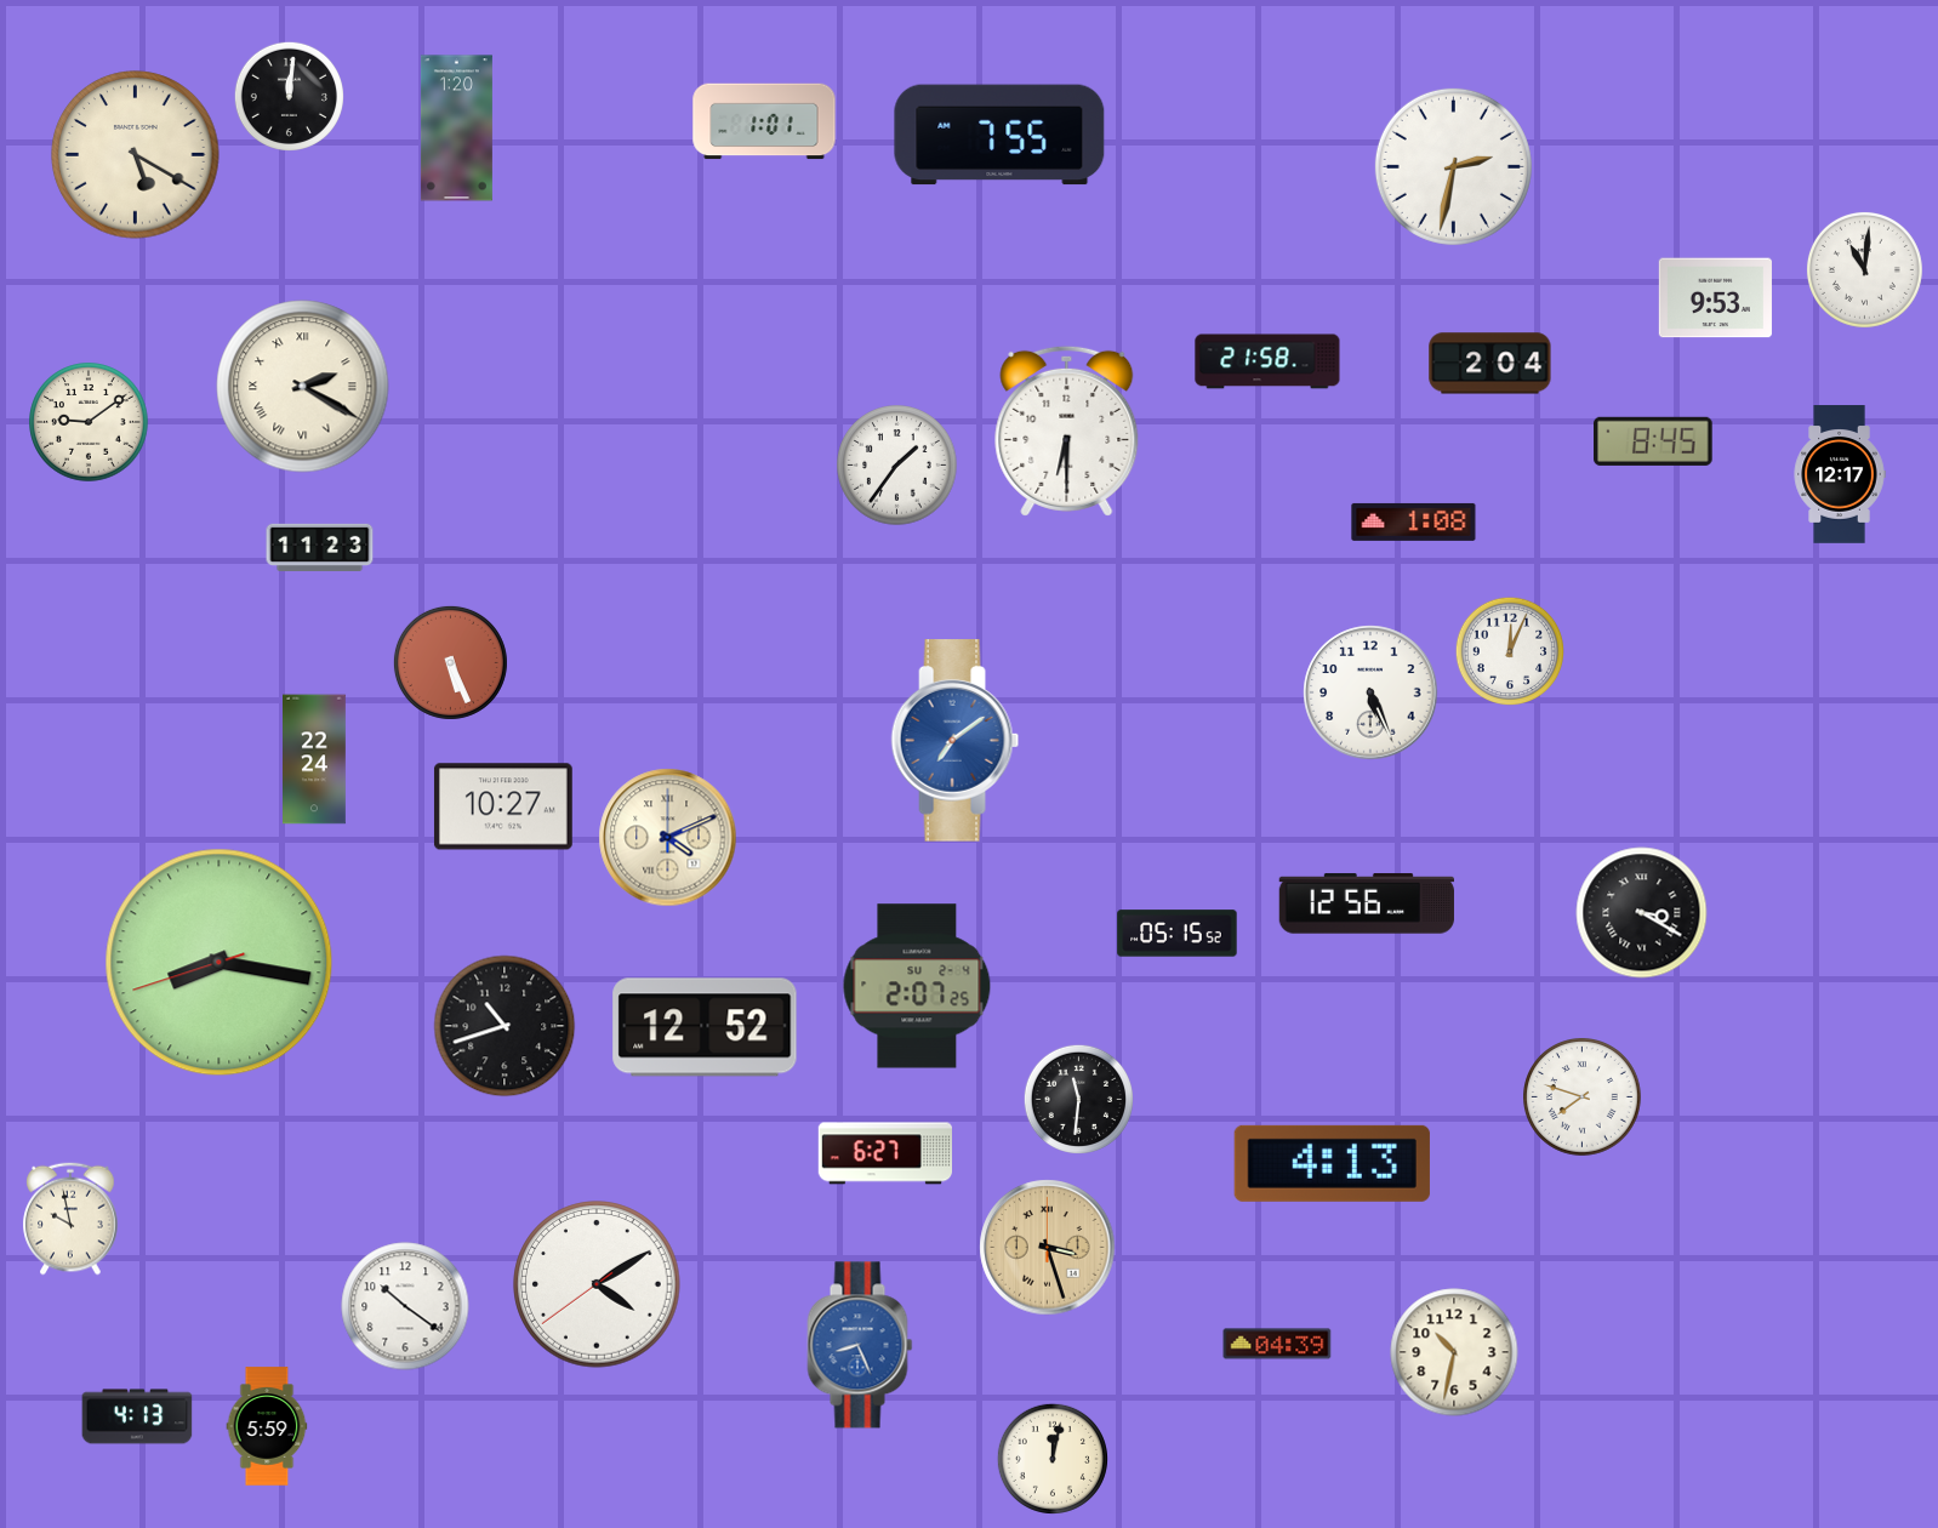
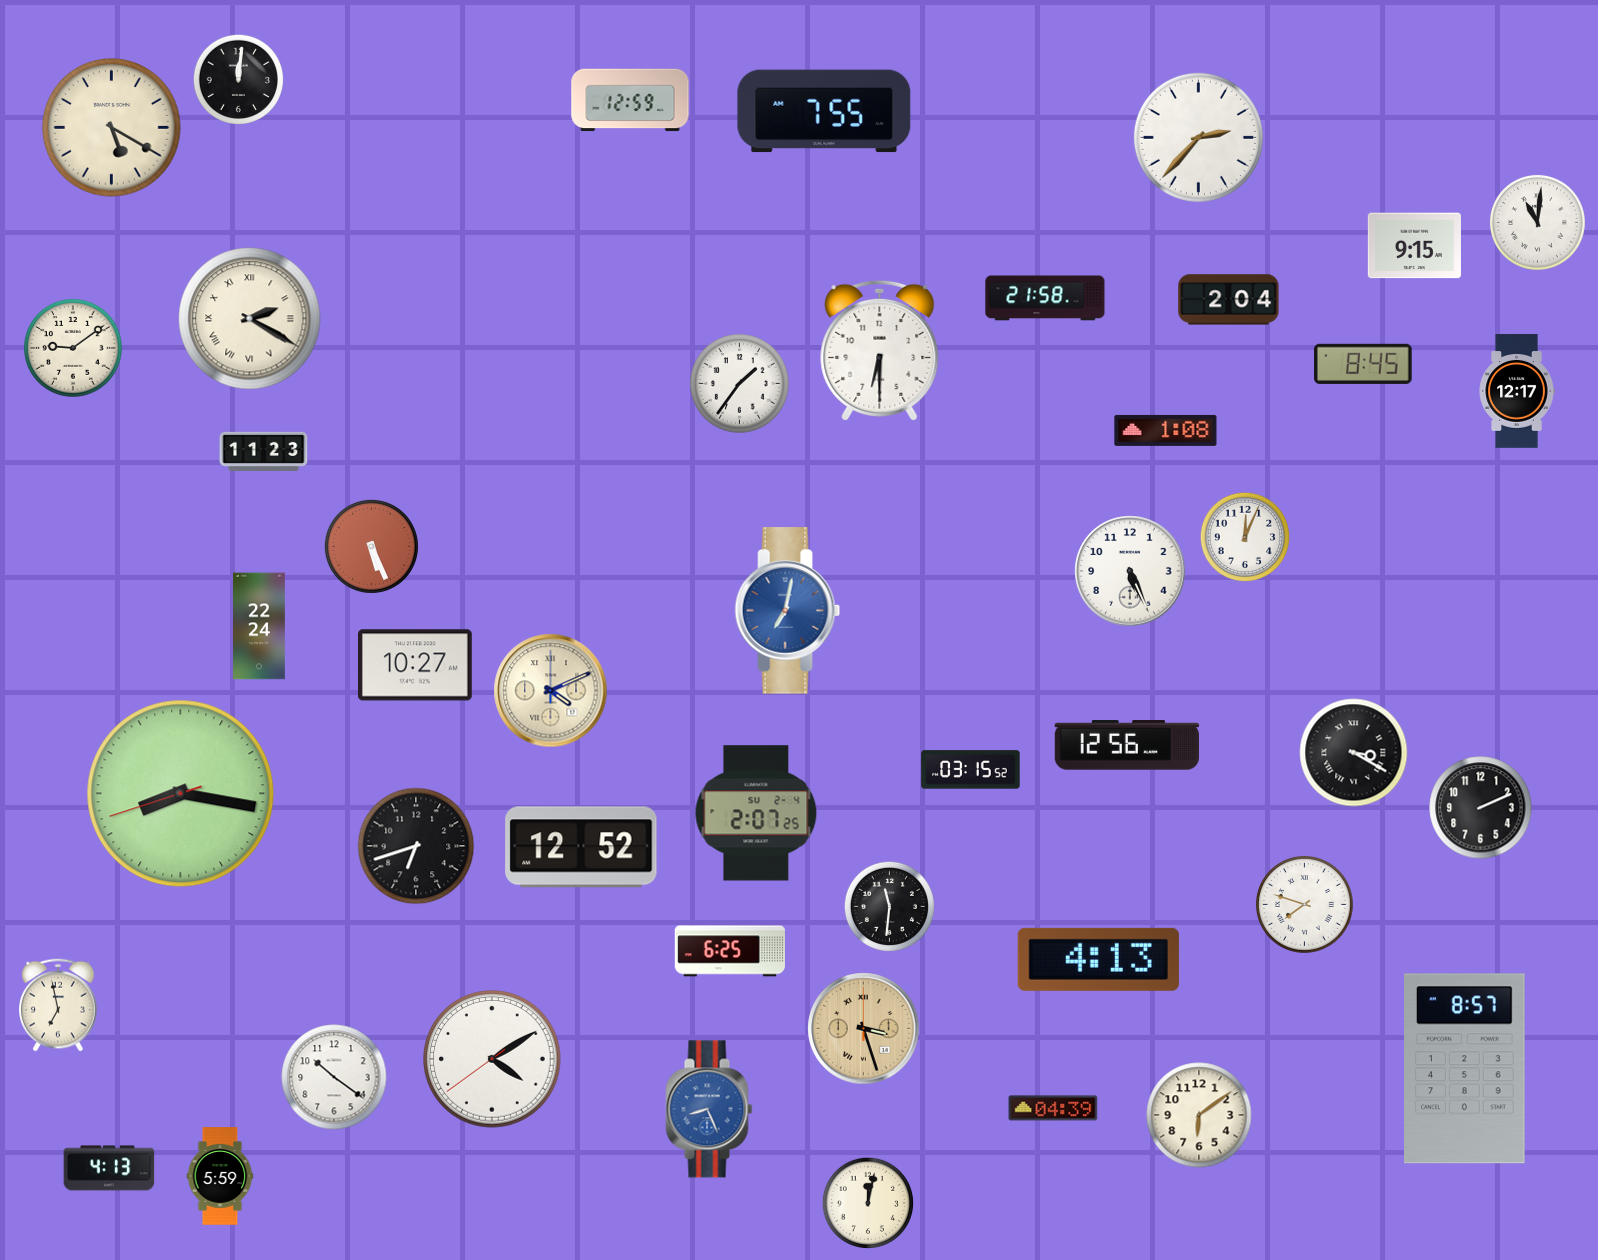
clock at (764, 121): 1:01 -> 12:59
clock at (456, 129): 1:20 -> none
clock at (1453, 166): 2:32 -> 2:37
clock at (1715, 298): 9:53 -> 9:15
clock at (1067, 431) position: (1067, 431) -> (880, 350)
clock at (956, 741): 7:09 -> 7:02
clock at (1178, 934): 05:15 -> 03:15
clock at (1481, 808): none -> 2:11
clock at (505, 1026): 10:42 -> 6:42
clock at (885, 1153): 6:27 -> 6:25
clock at (70, 1219): 9:58 -> 6:58
clock at (1465, 1069): none -> 8:57
clock at (1454, 1352): 10:32 -> 6:09
clock at (137, 1416) position: (137, 1416) -> (109, 1168)
